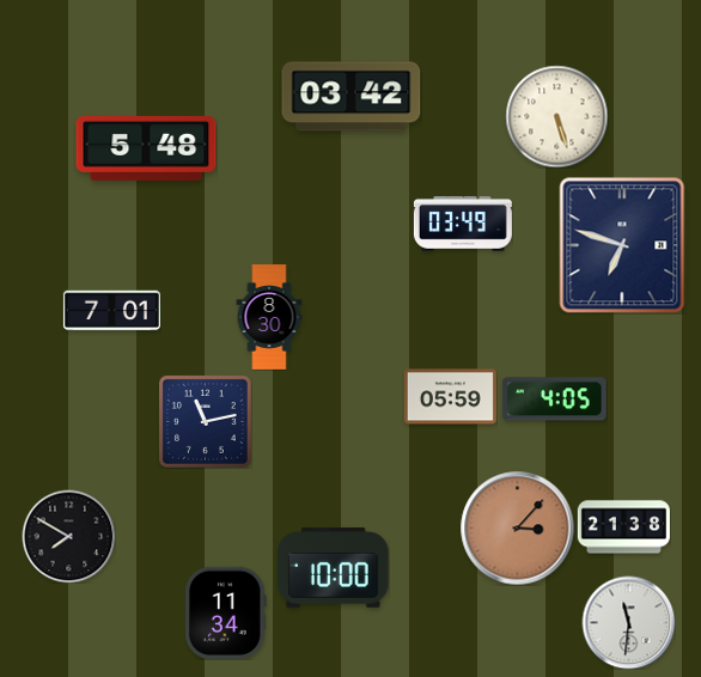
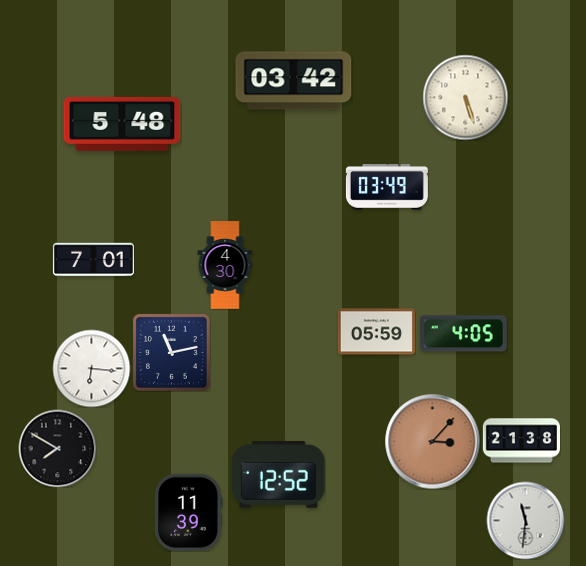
clock at (622, 245): 6:48 -> none
clock at (269, 317): 8:30 -> 4:30
clock at (91, 368): none -> 6:16
clock at (334, 567): 10:00 -> 12:52
clock at (226, 612): 11:34 -> 11:39
